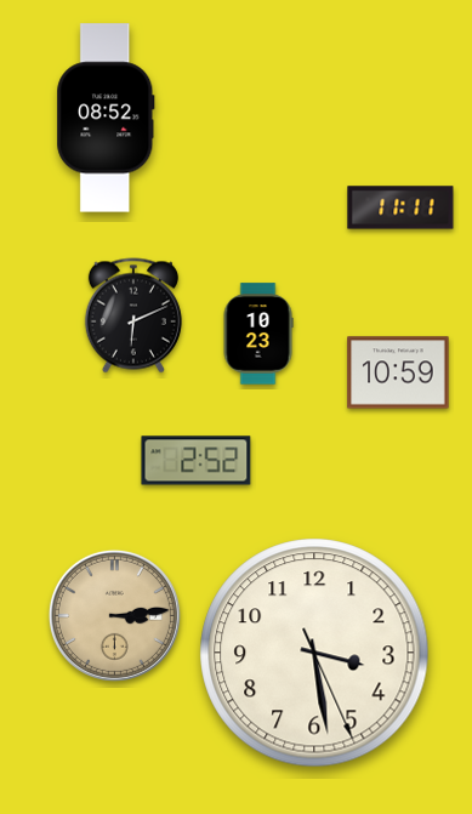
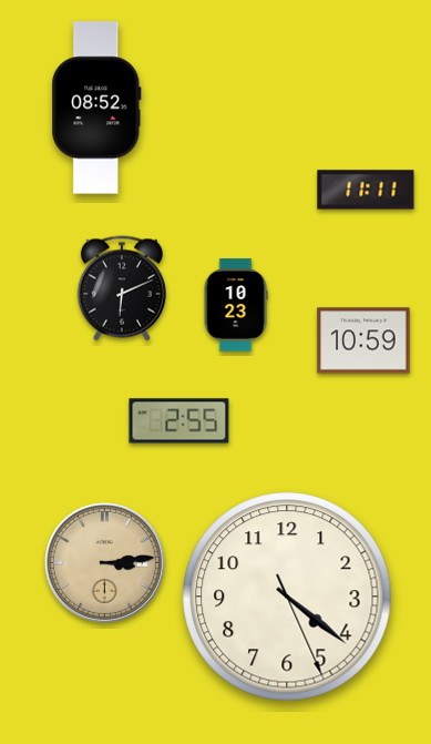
clock at (197, 461): 2:52 -> 2:55
clock at (314, 653): 3:28 -> 4:21
